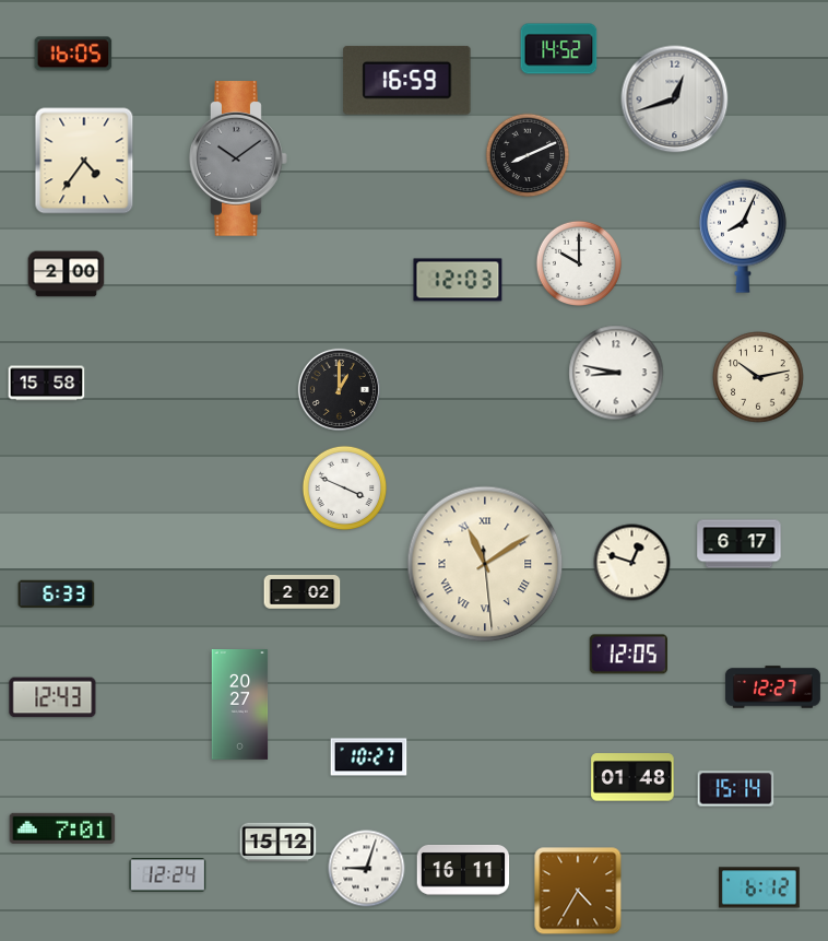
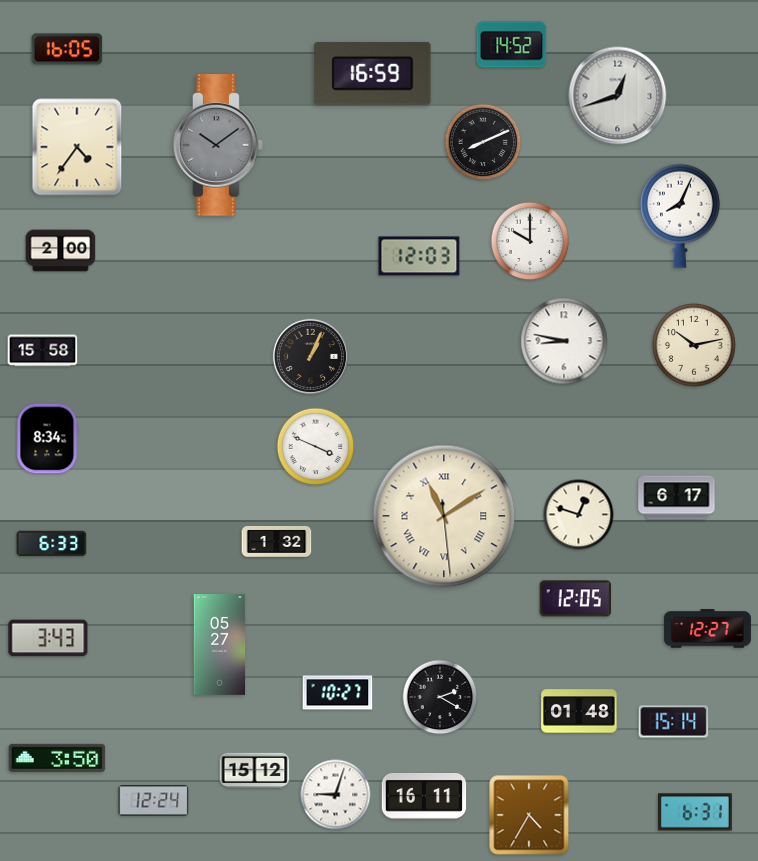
clock at (675, 99) position: (675, 99) -> (618, 96)
clock at (339, 389): 1:00 -> 1:04
clock at (48, 439): none -> 8:34
clock at (303, 592): 2:02 -> 1:32
clock at (52, 697): 12:43 -> 3:43
clock at (240, 705): 20:27 -> 05:27
clock at (440, 697): none -> 2:20
clock at (62, 828): 7:01 -> 3:50
clock at (759, 887): 6:12 -> 6:31
